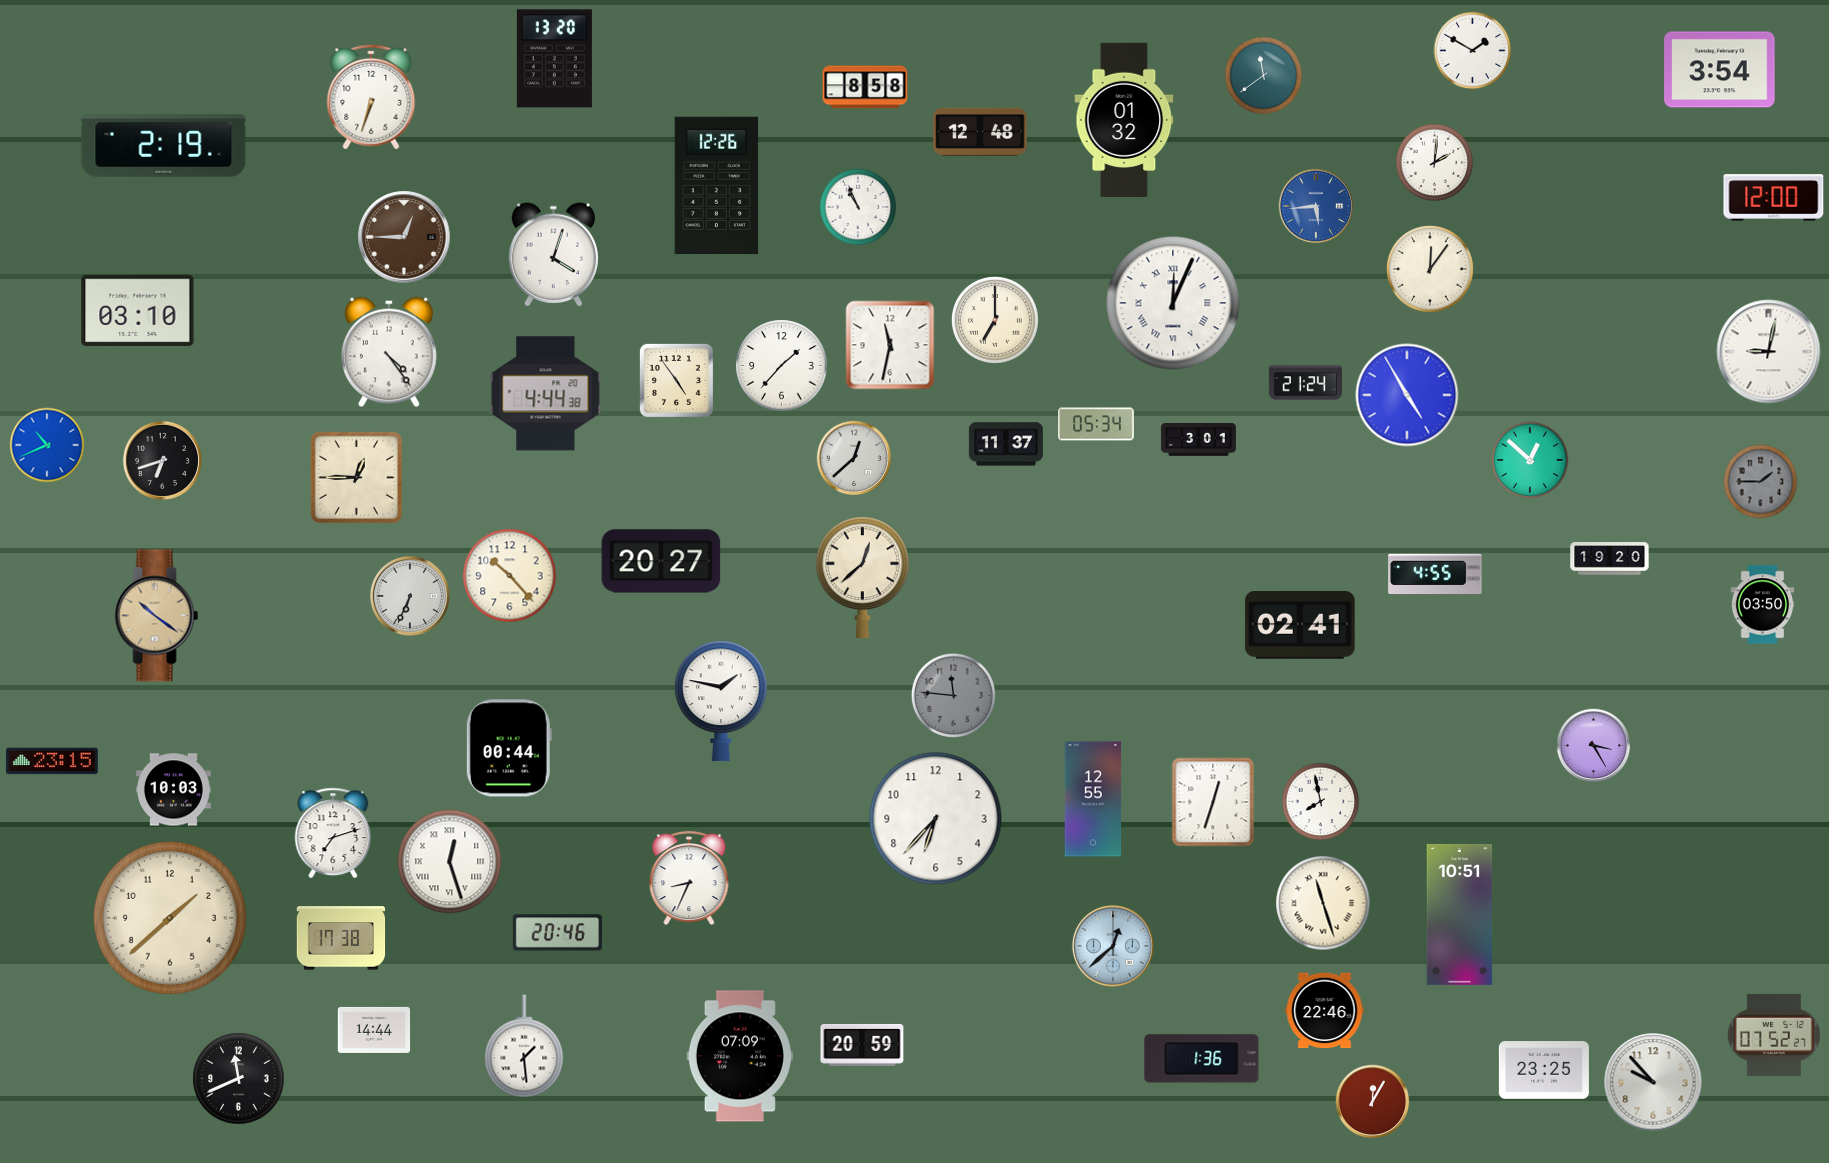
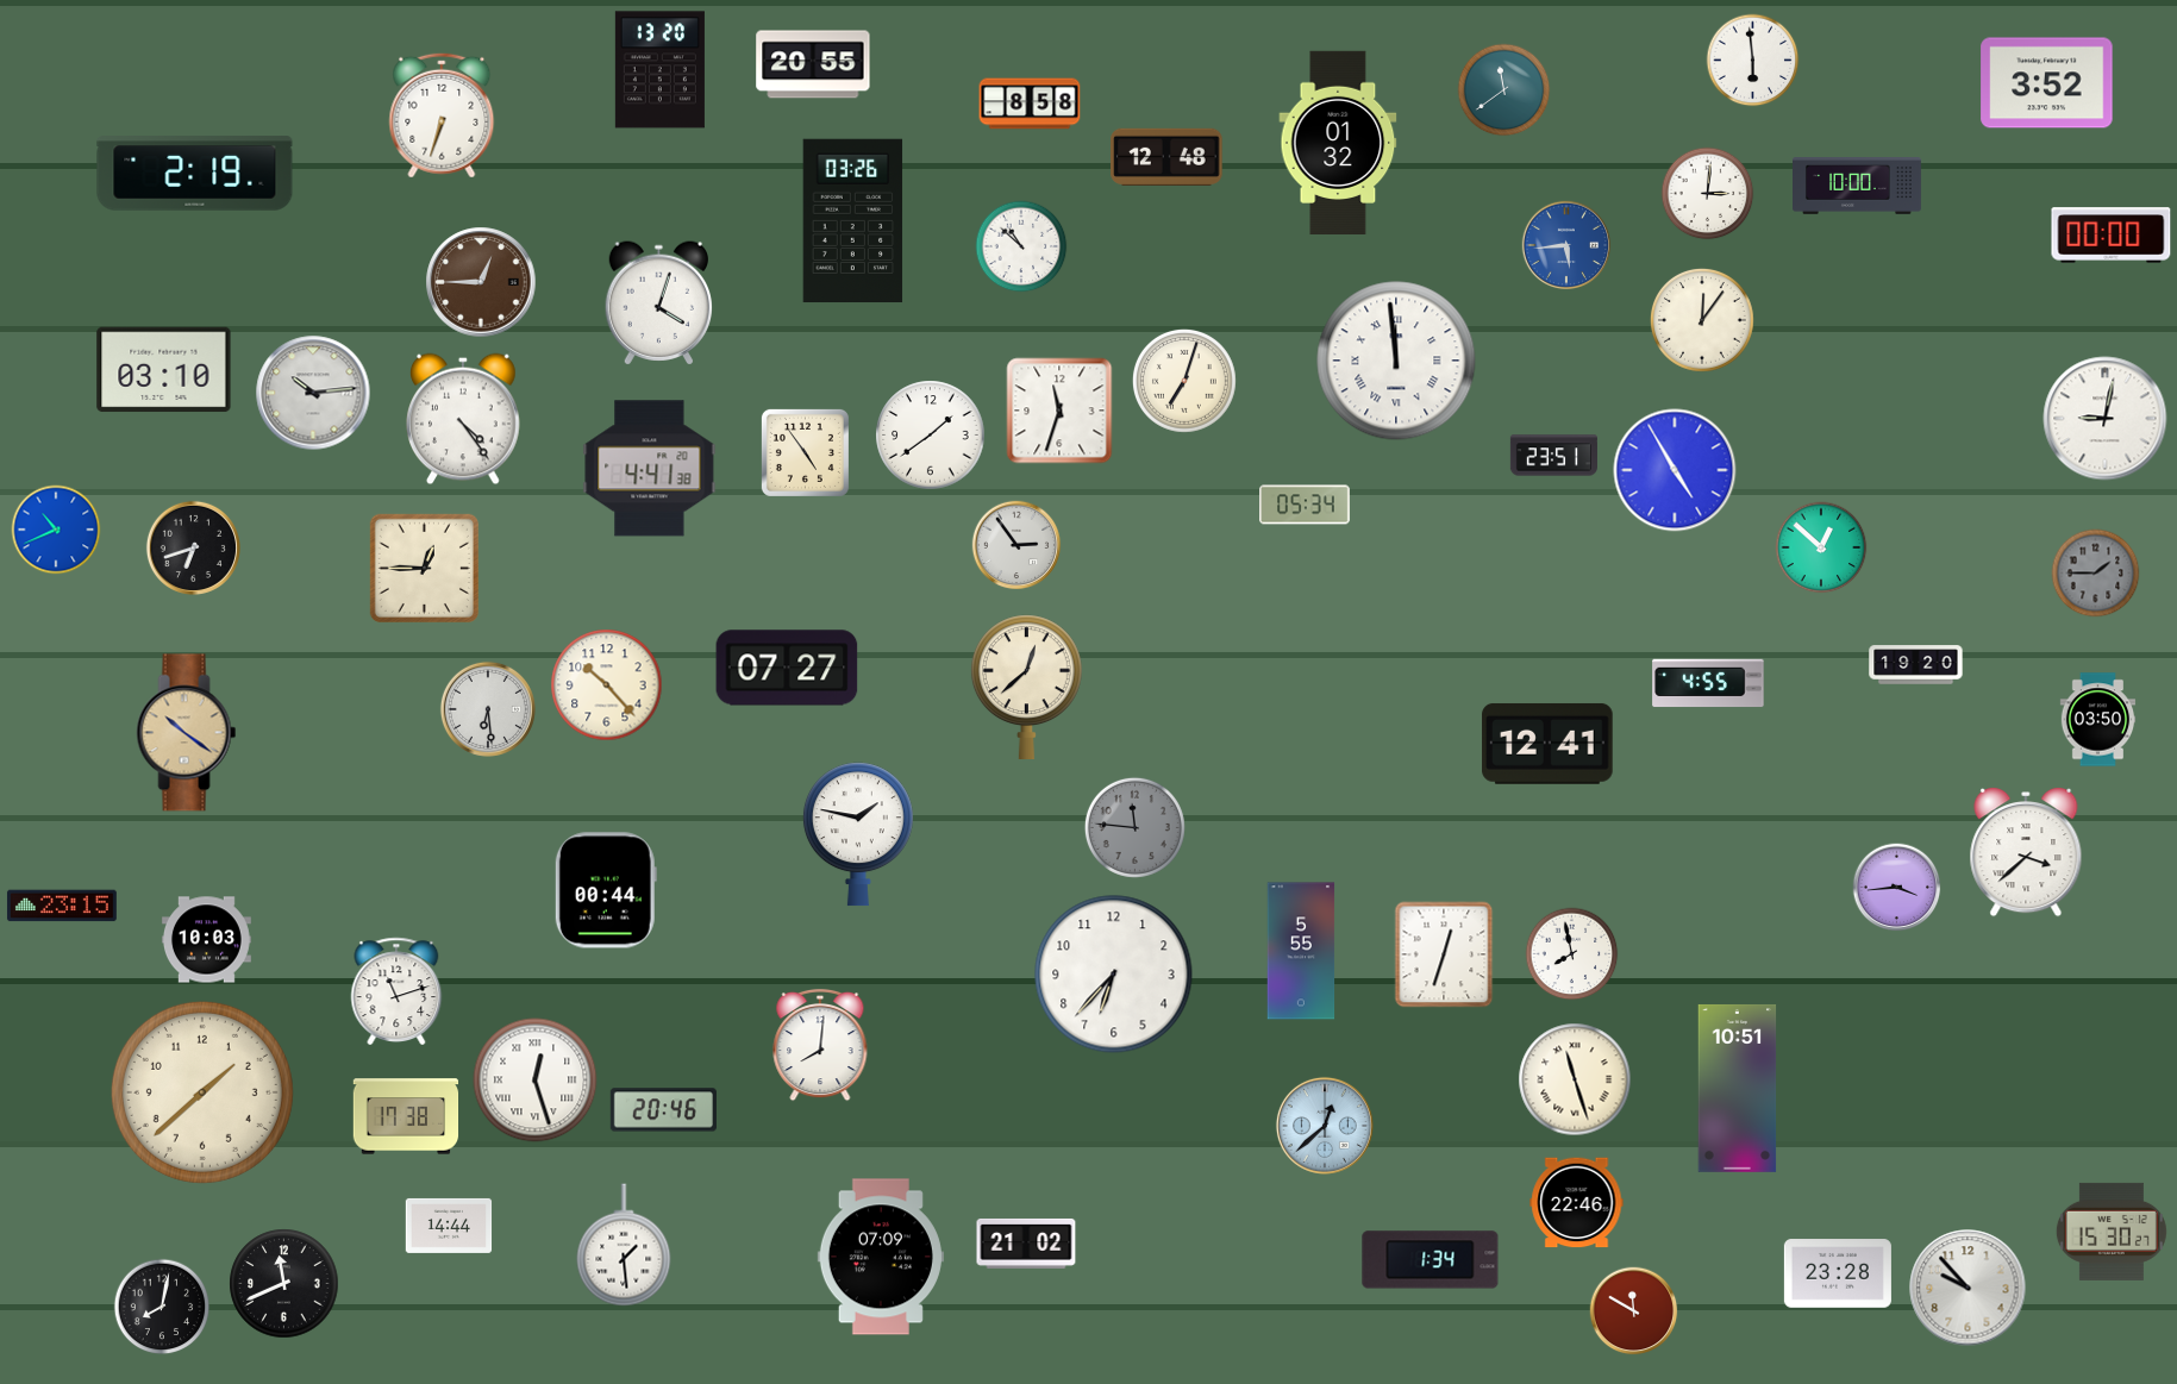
clock at (1473, 51): 1:50 -> 5:59
clock at (813, 64): none -> 20:55
clock at (1720, 70): 3:54 -> 3:52
clock at (1858, 187): none -> 10:00
clock at (1435, 163): 2:01 -> 3:01
clock at (717, 186): 12:26 -> 03:26
clock at (1774, 198): 12:00 -> 00:00
clock at (858, 207): 10:56 -> 10:52
clock at (1173, 303): 12:04 -> 11:59
clock at (995, 320): 7:00 -> 7:03
clock at (313, 393): none -> 10:14
clock at (890, 345): 11:32 -> 11:33
clock at (782, 366): 1:37 -> 1:39
clock at (1305, 383): 21:24 -> 23:51
clock at (546, 394): 4:44 -> 4:41
clock at (1199, 440): 3:01 -> none
clock at (1006, 444): 11:37 -> none
clock at (854, 458): 12:38 -> 2:54
clock at (661, 561): 20:27 -> 07:27
clock at (410, 596): 6:34 -> 6:29
clock at (1300, 625): 02:41 -> 12:41
clock at (2026, 853): none -> 3:38
clock at (1594, 746): 3:25 -> 3:44
clock at (1093, 799): 12:55 -> 5:55
clock at (333, 832): 7:12 -> 11:12
clock at (450, 862) position: (450, 862) -> (536, 1081)
clock at (689, 878): 8:34 -> 8:01
clock at (1323, 903) position: (1323, 903) -> (1575, 1079)
clock at (374, 1030) position: (374, 1030) -> (449, 1226)
clock at (1774, 1035): 07:52 -> 15:30
clock at (862, 1045): 20:59 -> 21:02
clock at (1202, 1059): 1:36 -> 1:34
clock at (1544, 1070): 23:25 -> 23:28
clock at (162, 1307): none -> 8:02
clock at (1373, 1102): 12:05 -> 11:50
